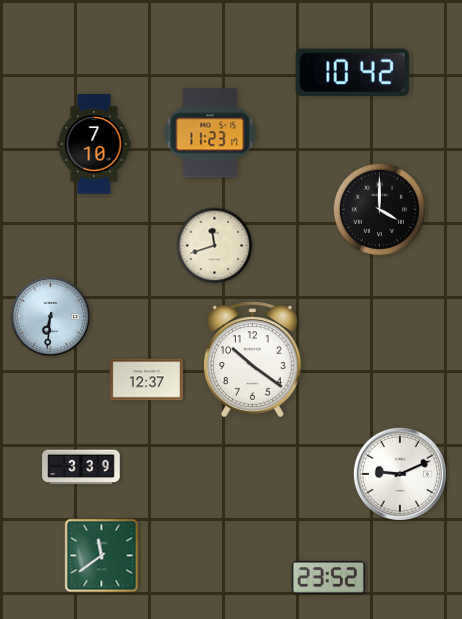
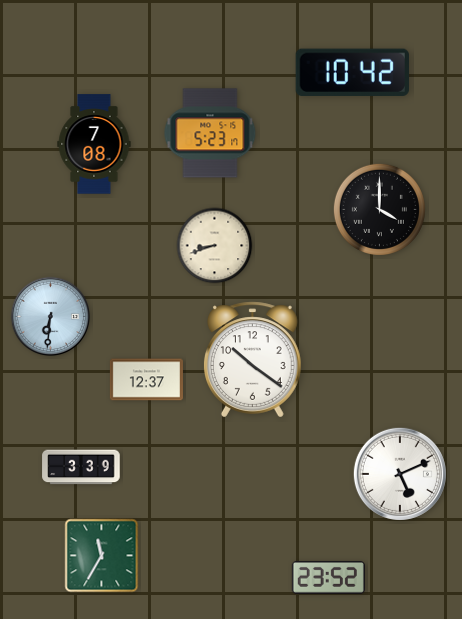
clock at (210, 133): 11:23 -> 5:23
clock at (94, 144): 7:10 -> 7:08
clock at (215, 246): 11:42 -> 8:42
clock at (400, 474): 9:11 -> 5:11
clock at (102, 556): 11:39 -> 11:35
